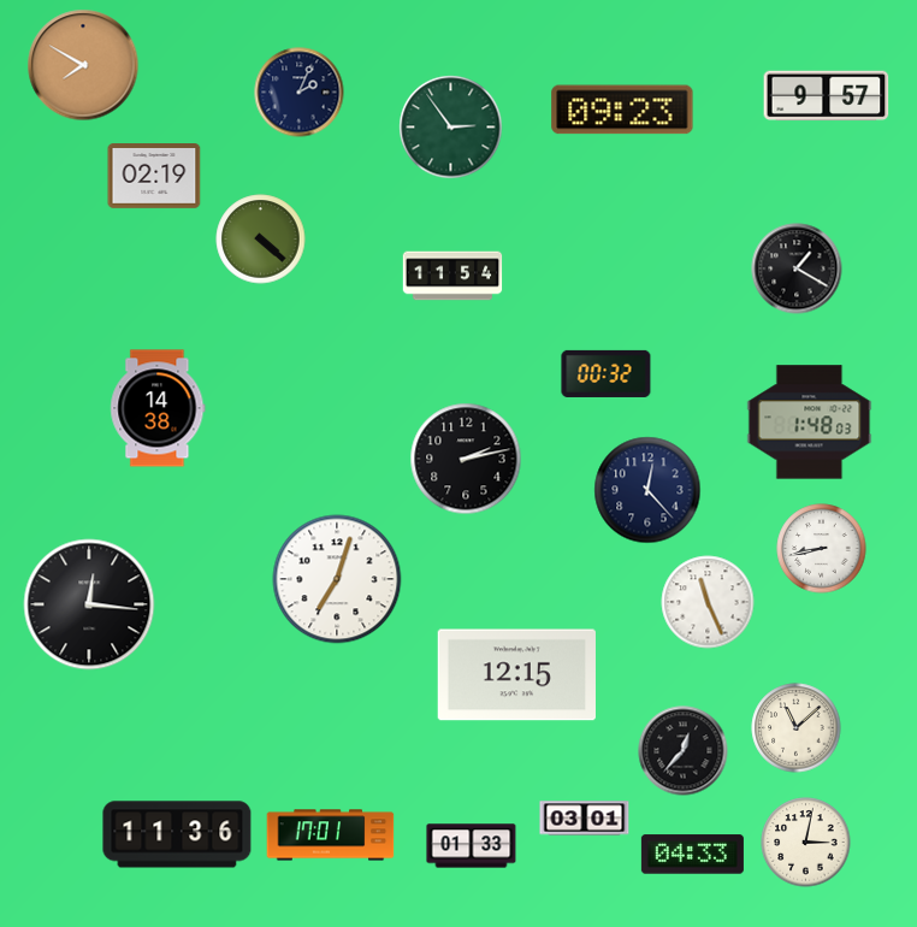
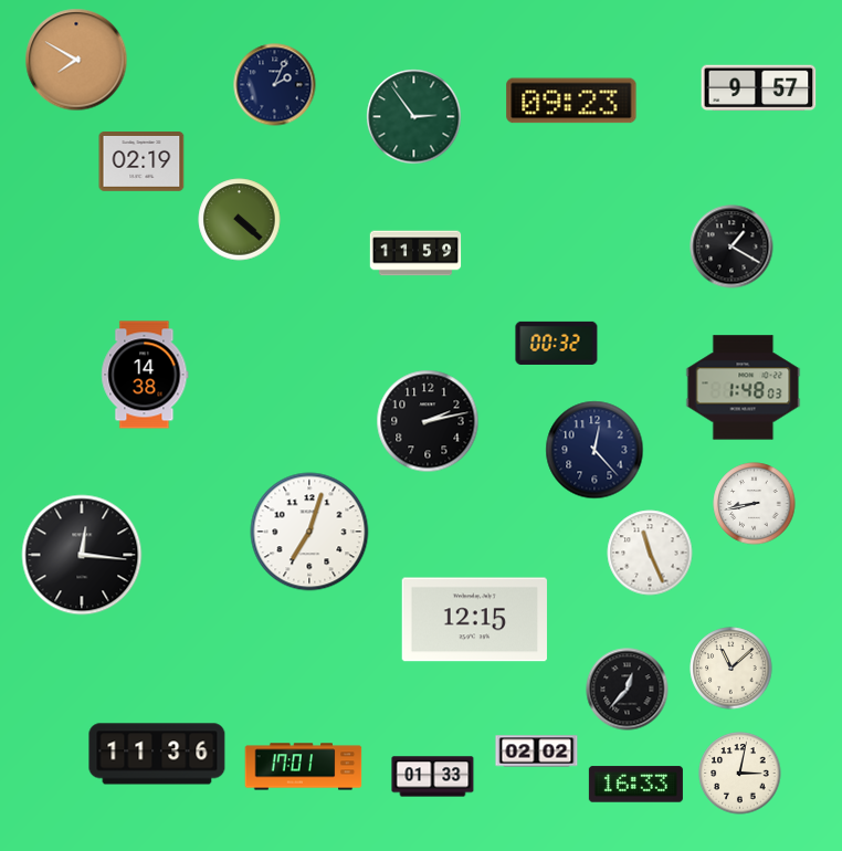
clock at (452, 276): 11:54 -> 11:59
clock at (585, 819): 03:01 -> 02:02
clock at (177, 834) position: (177, 834) -> (157, 754)
clock at (692, 855): 04:33 -> 16:33
